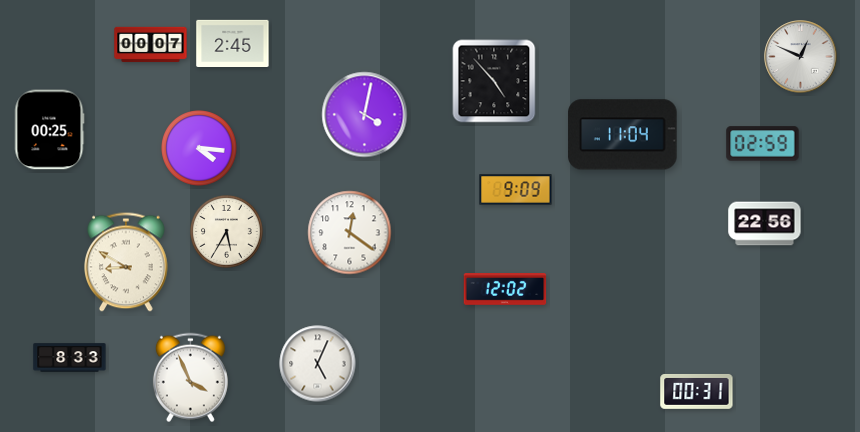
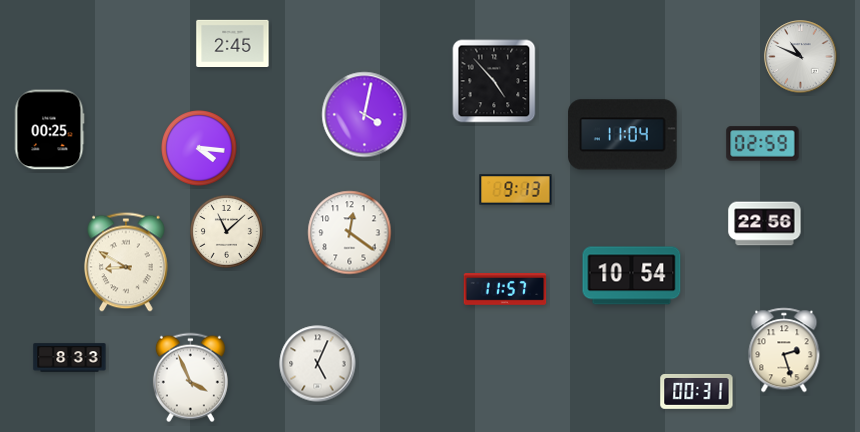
clock at (151, 45): 00:07 -> none
clock at (801, 57): 12:49 -> 10:49
clock at (516, 190): 9:09 -> 9:13
clock at (226, 231): 5:35 -> 11:08
clock at (632, 276): none -> 10:54
clock at (505, 289): 12:02 -> 11:57
clock at (784, 350): none -> 2:27
